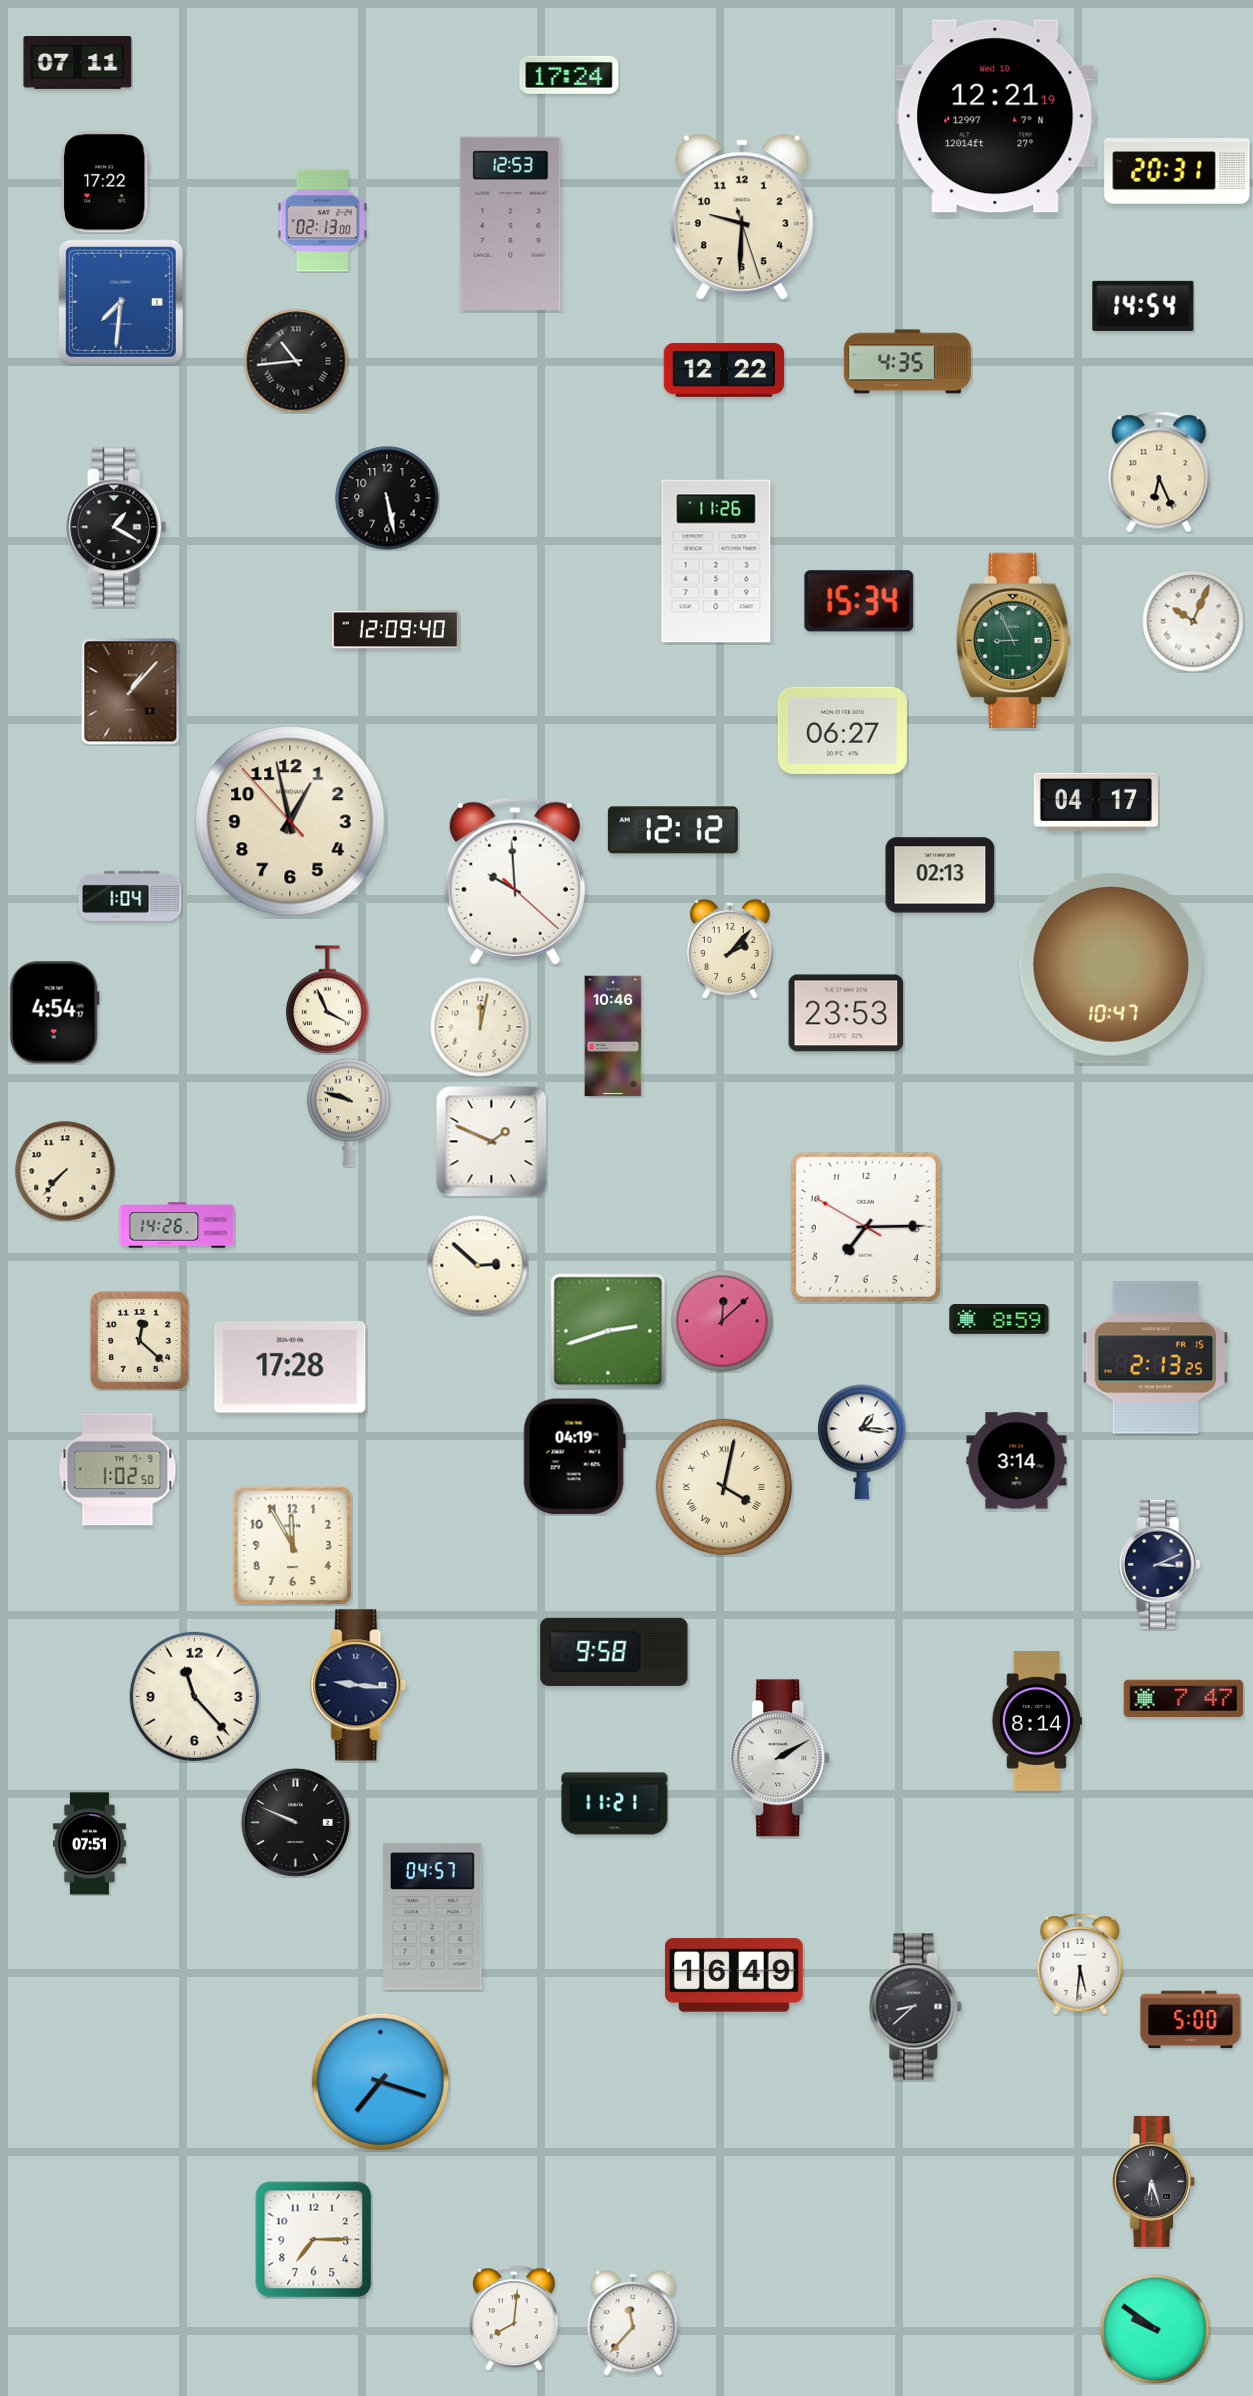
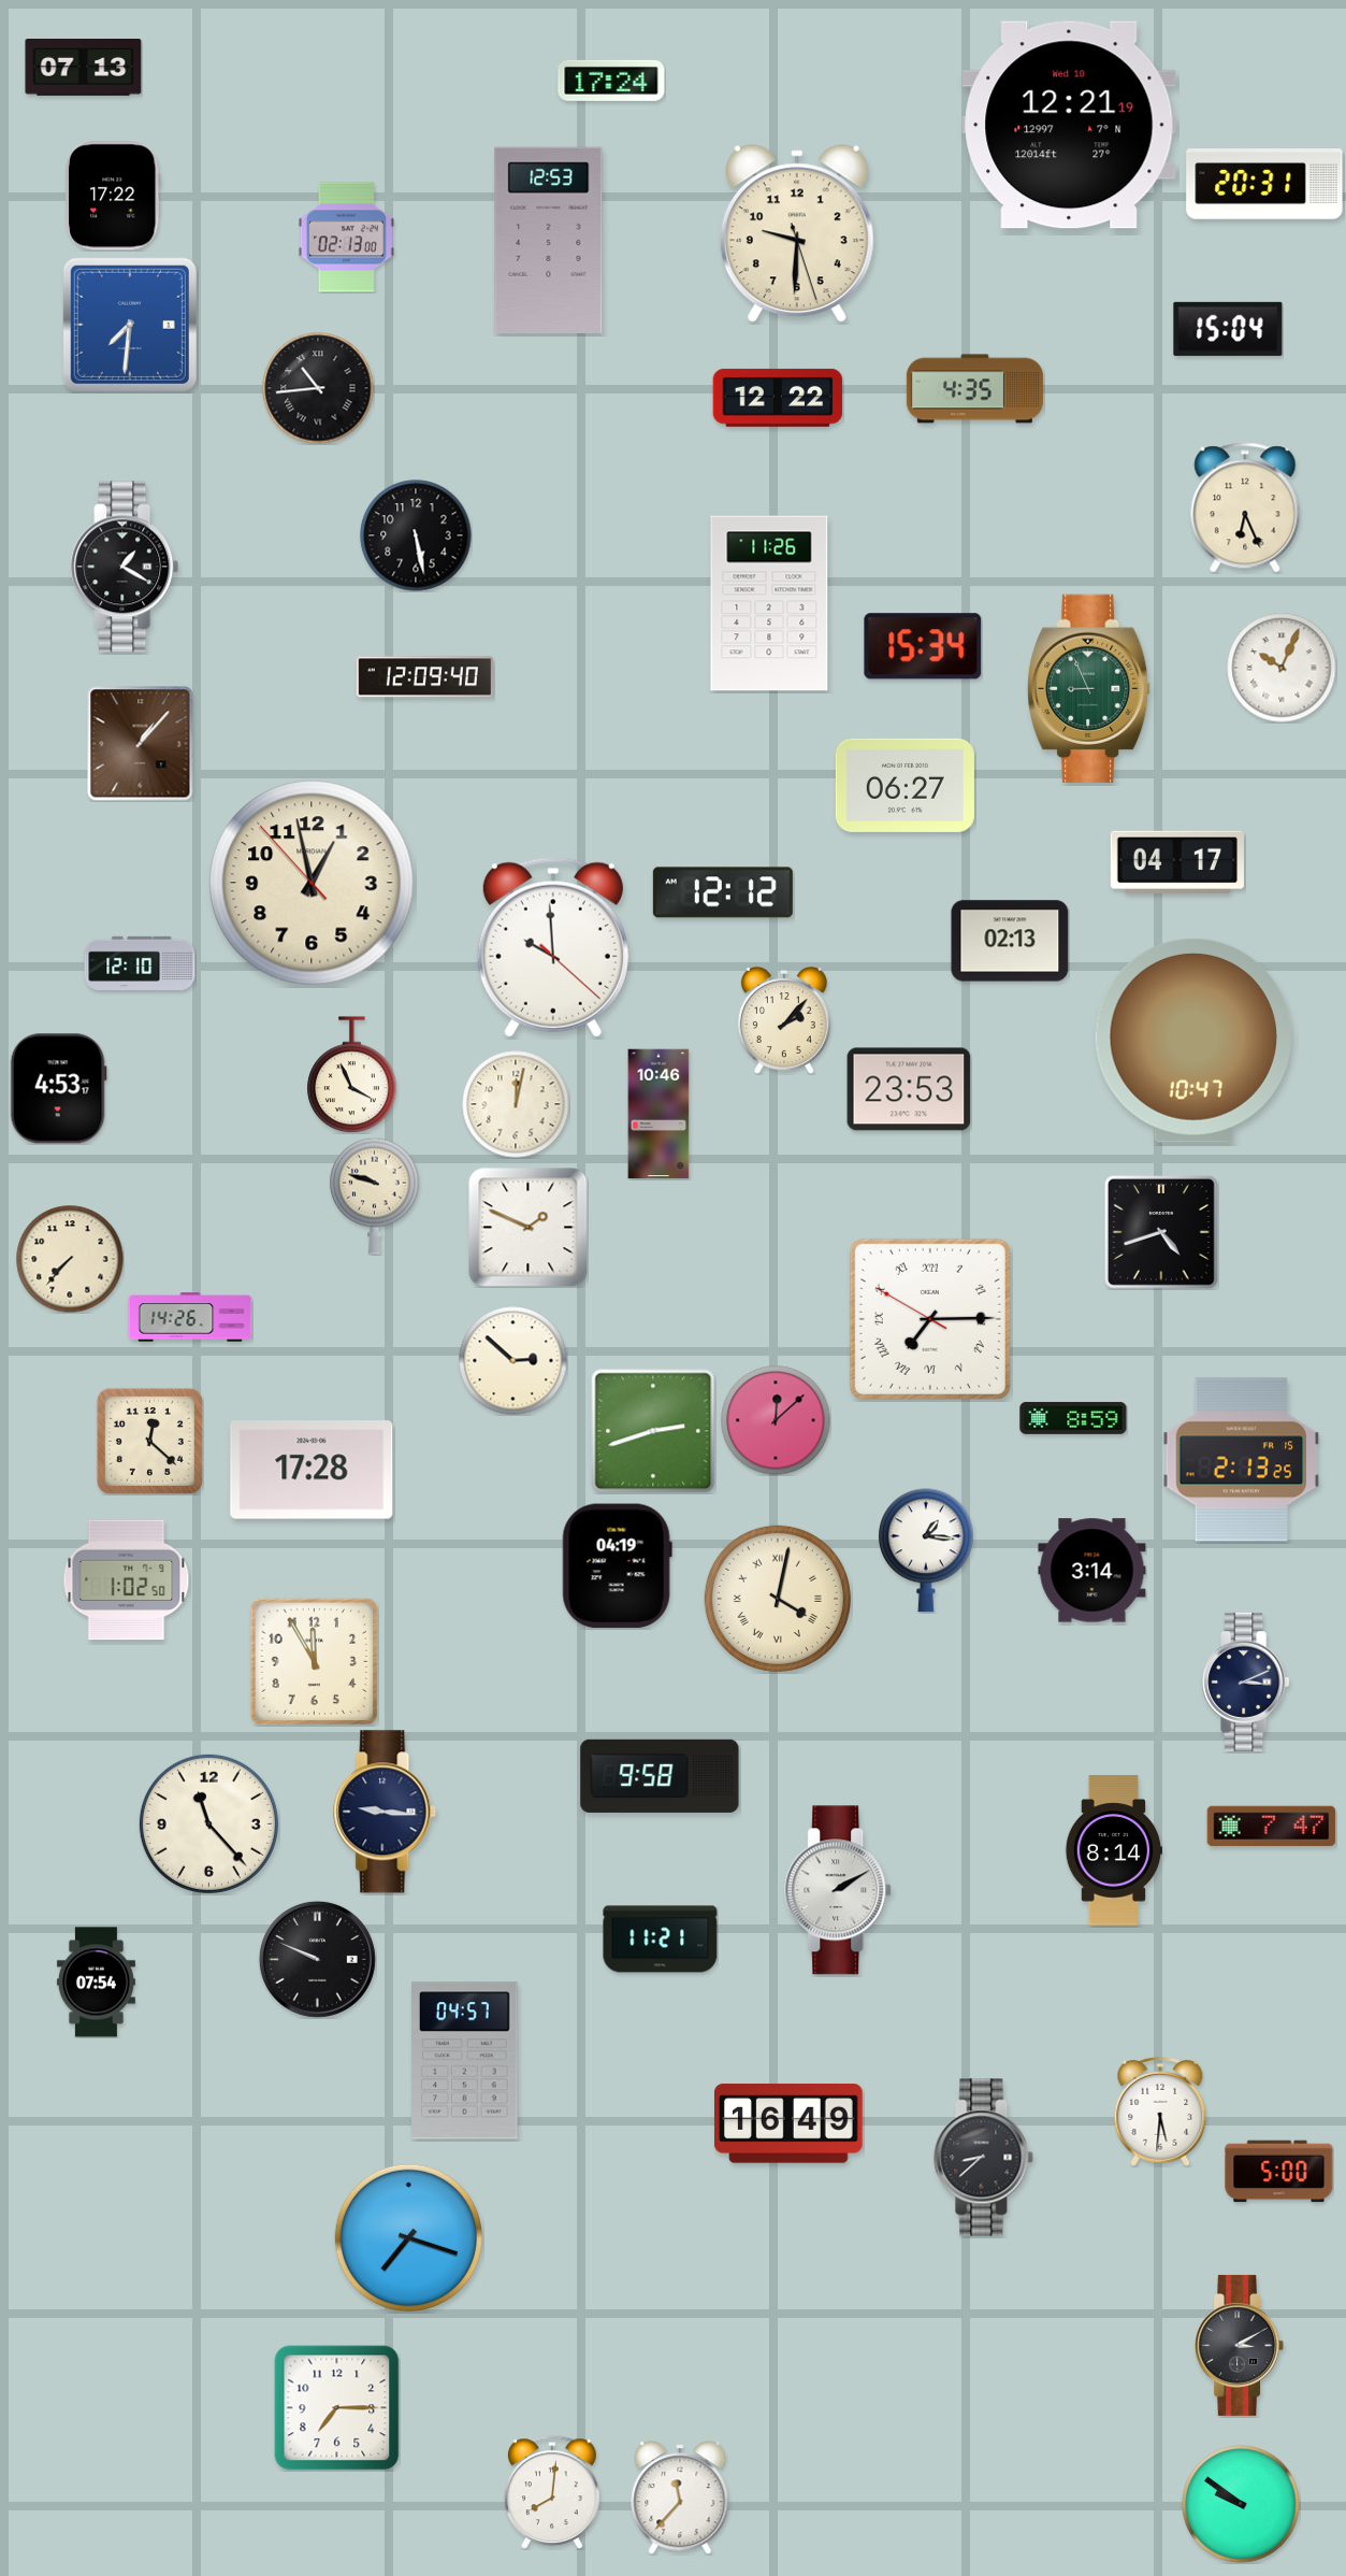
clock at (78, 63): 07:11 -> 07:13
clock at (1143, 306): 14:54 -> 15:04
clock at (130, 896): 1:04 -> 12:10
clock at (54, 1013): 4:54 -> 4:53
clock at (1162, 1233): none -> 4:42
clock at (866, 1227) numerals: Arabic -> Roman
clock at (89, 1844): 07:51 -> 07:54
clock at (1154, 2181): 6:27 -> 3:10
